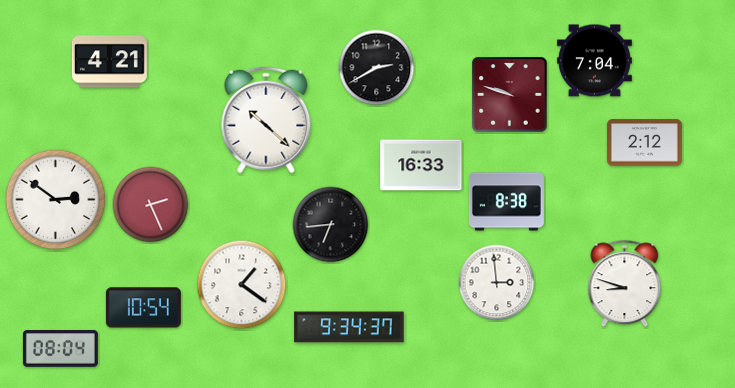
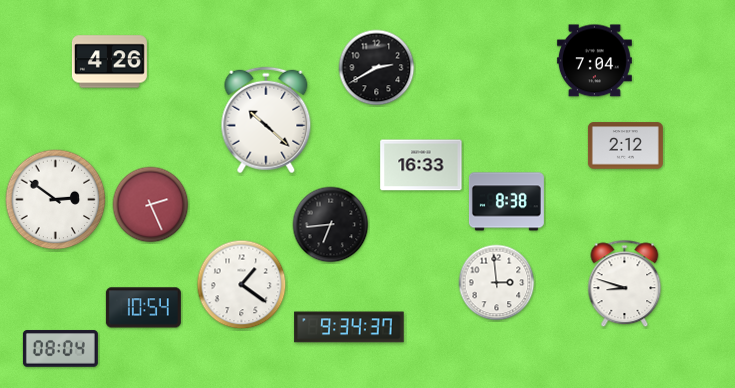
clock at (109, 62): 4:21 -> 4:26
clock at (510, 95): 9:48 -> none
clock at (644, 143) position: (644, 143) -> (625, 146)
